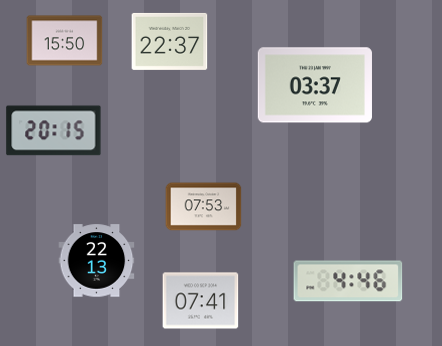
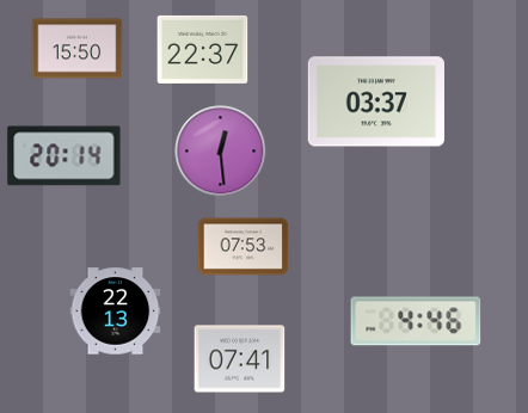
clock at (221, 152): none -> 12:29
clock at (54, 131): 20:15 -> 20:14
clock at (348, 281) position: (348, 281) -> (416, 321)
